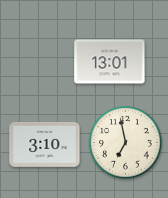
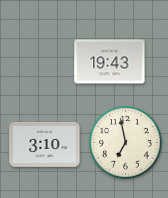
clock at (110, 62): 13:01 -> 19:43
